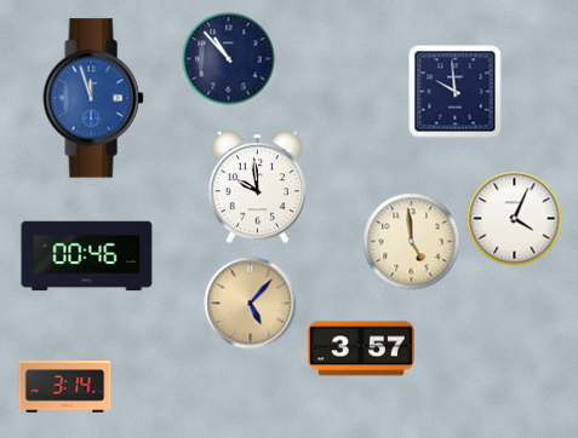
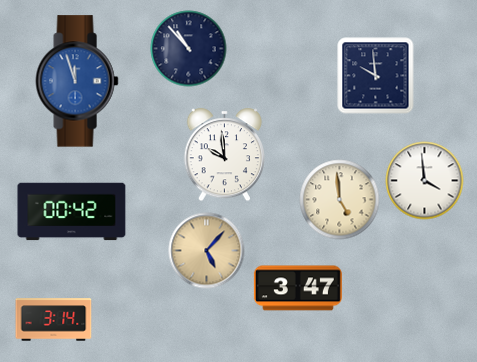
clock at (257, 188) position: (257, 188) -> (224, 155)
clock at (515, 219): 4:04 -> 3:59
clock at (87, 257): 00:46 -> 00:42
clock at (361, 348): 3:57 -> 3:47
